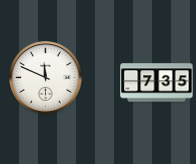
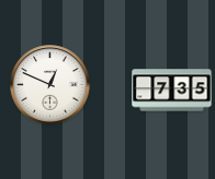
clock at (46, 78): 11:49 -> 12:49
